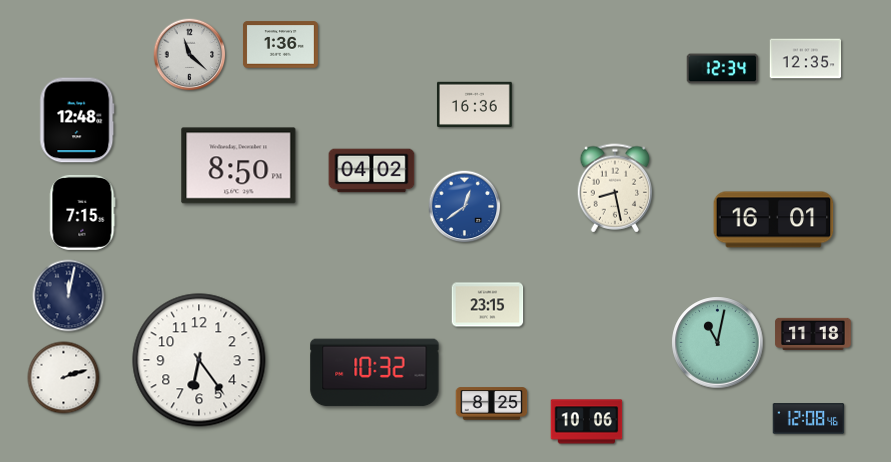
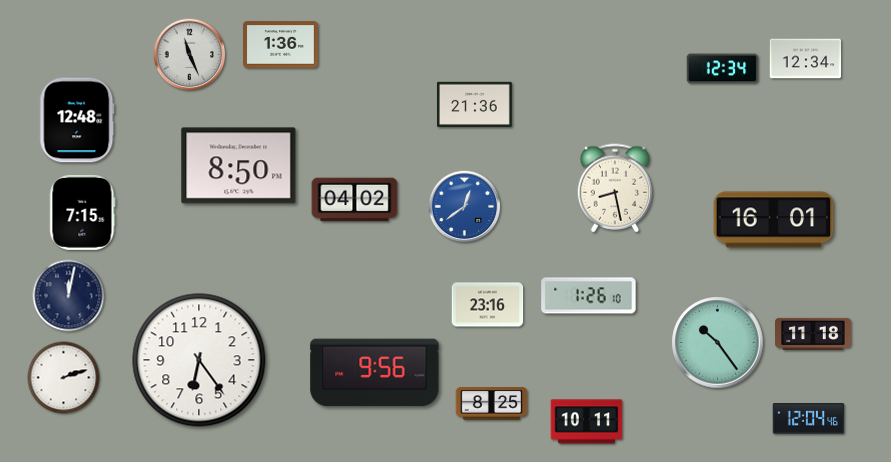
clock at (190, 55): 11:22 -> 11:26
clock at (806, 59): 12:35 -> 12:34
clock at (474, 104): 16:36 -> 21:36
clock at (372, 171) position: (372, 171) -> (355, 200)
clock at (589, 296): none -> 1:26
clock at (488, 305): 23:15 -> 23:16
clock at (718, 343): 11:02 -> 10:24
clock at (375, 373): 10:32 -> 9:56
clock at (809, 419): 12:08 -> 12:04
clock at (587, 422): 10:06 -> 10:11
